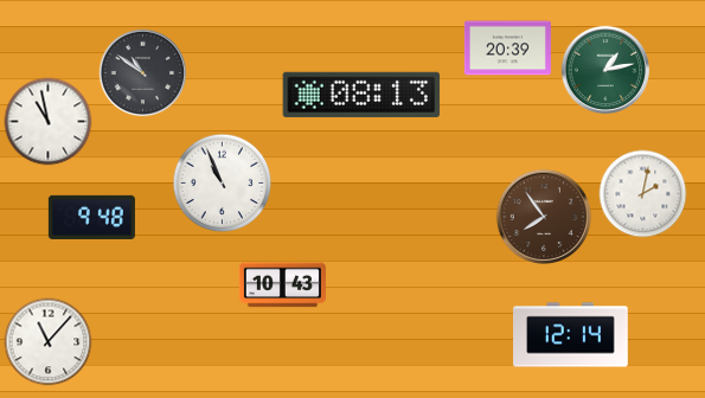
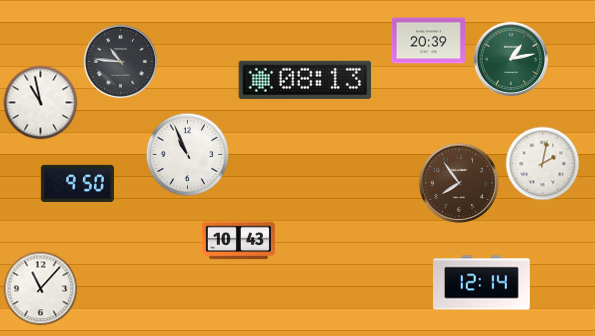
clock at (143, 73): 10:51 -> 10:46
clock at (91, 217): 9:48 -> 9:50
